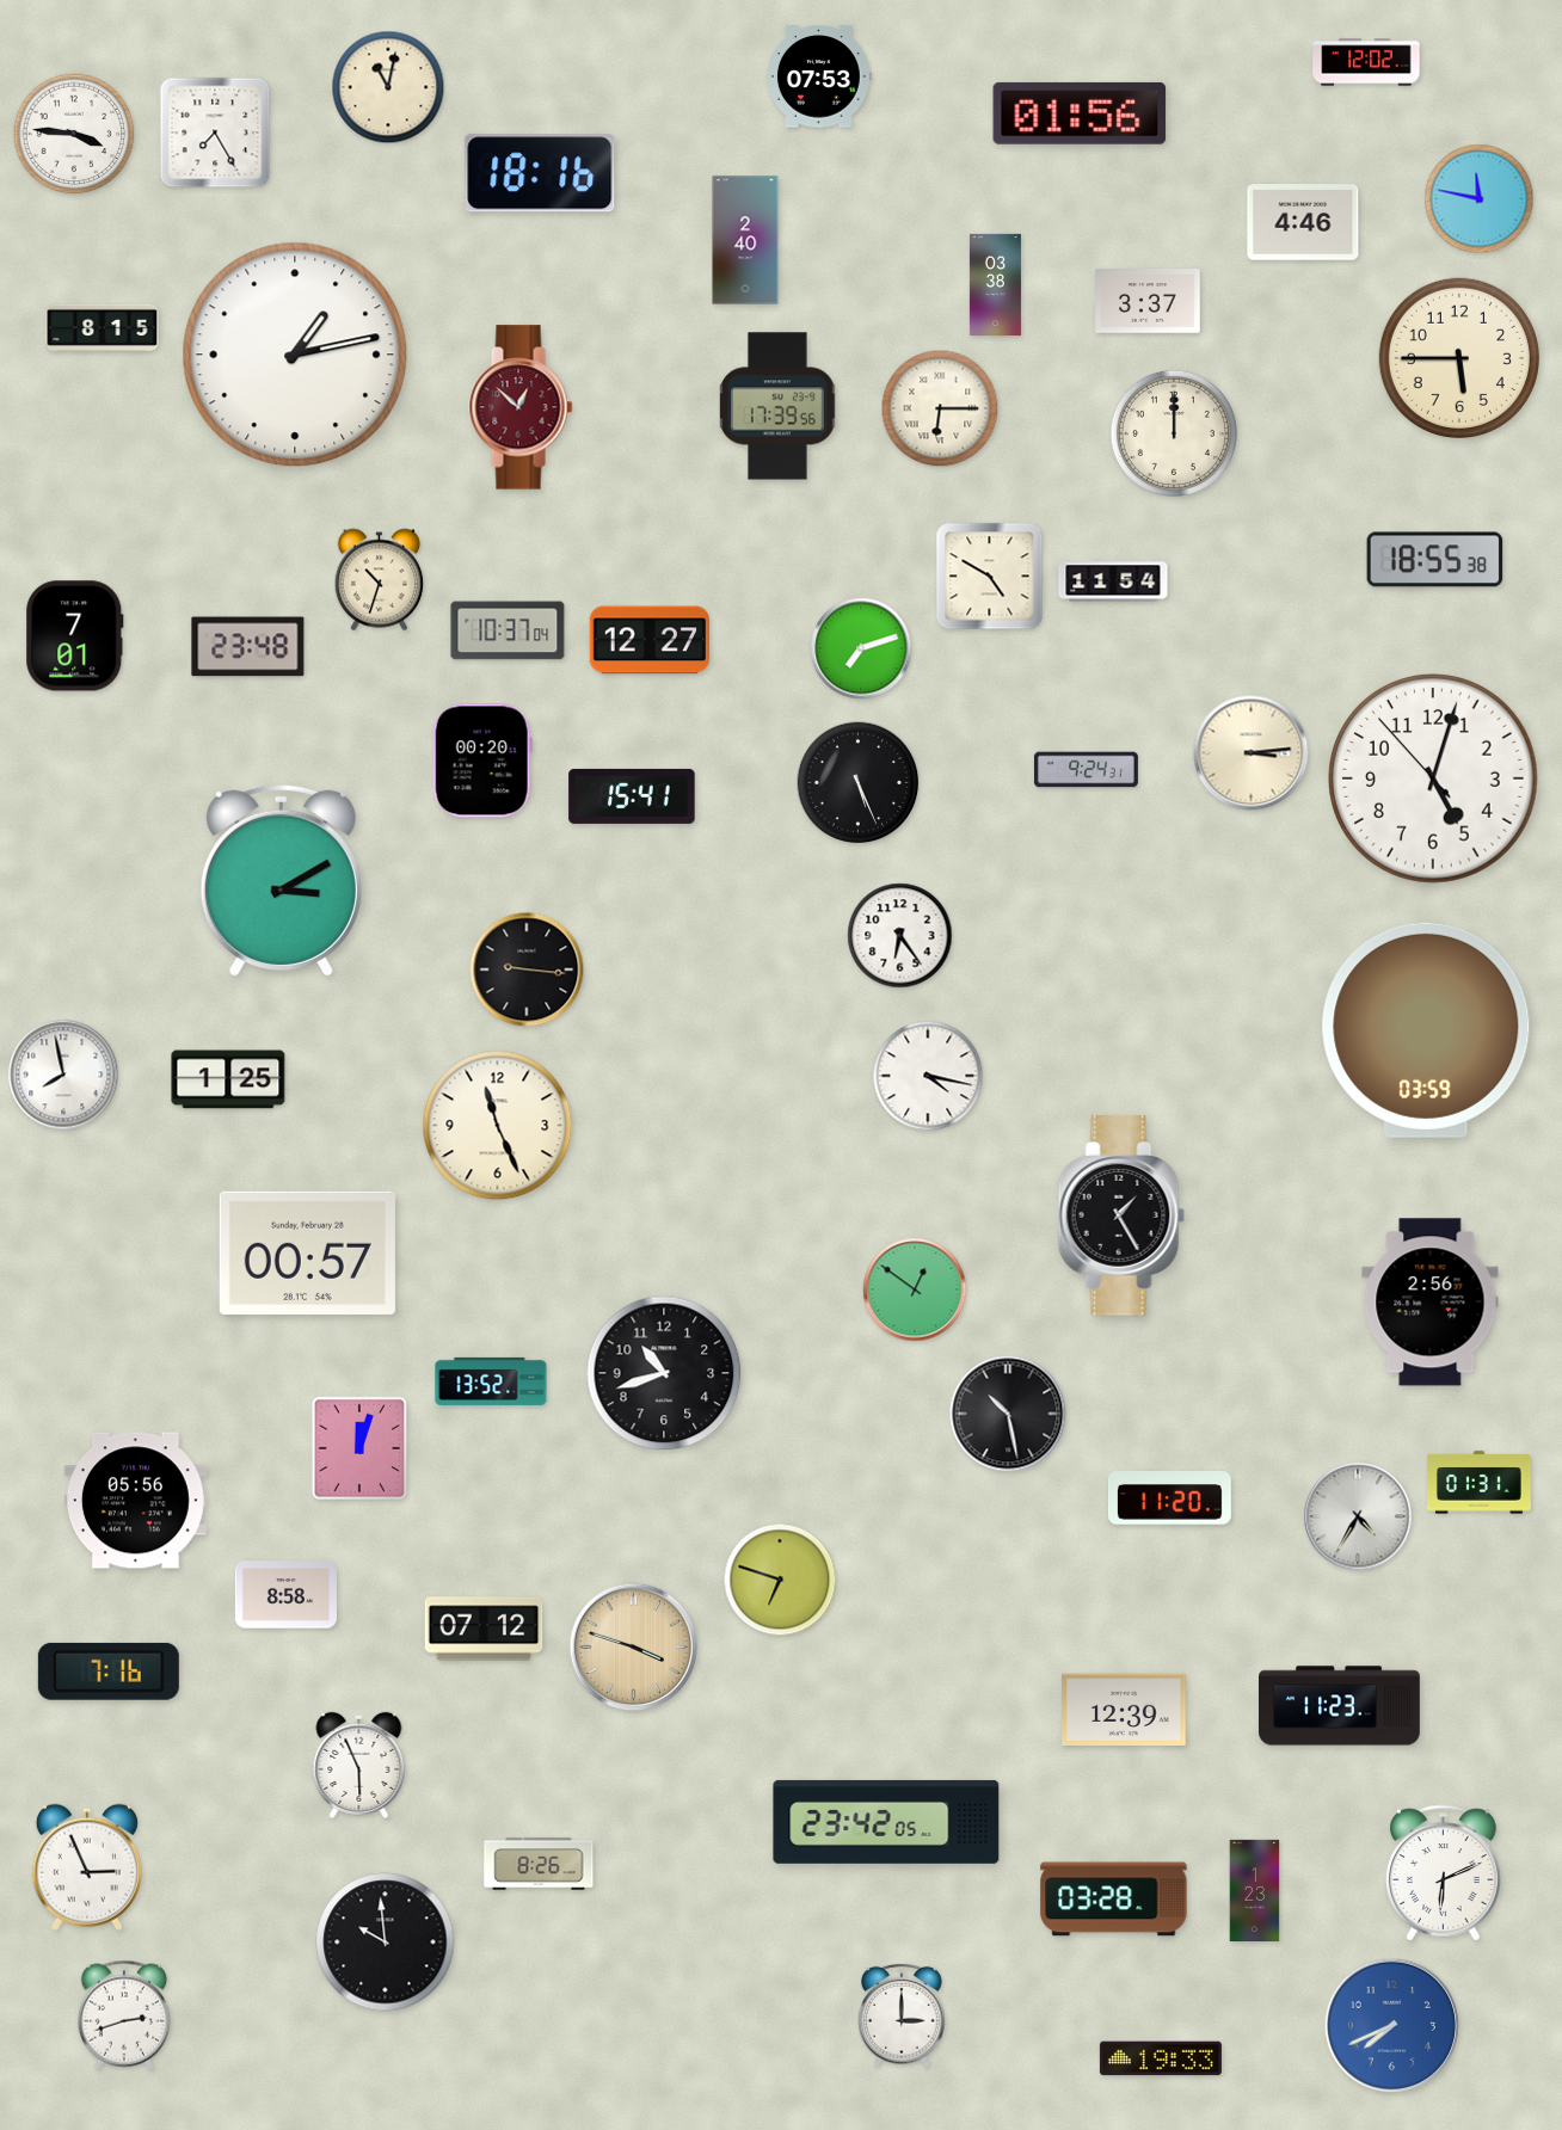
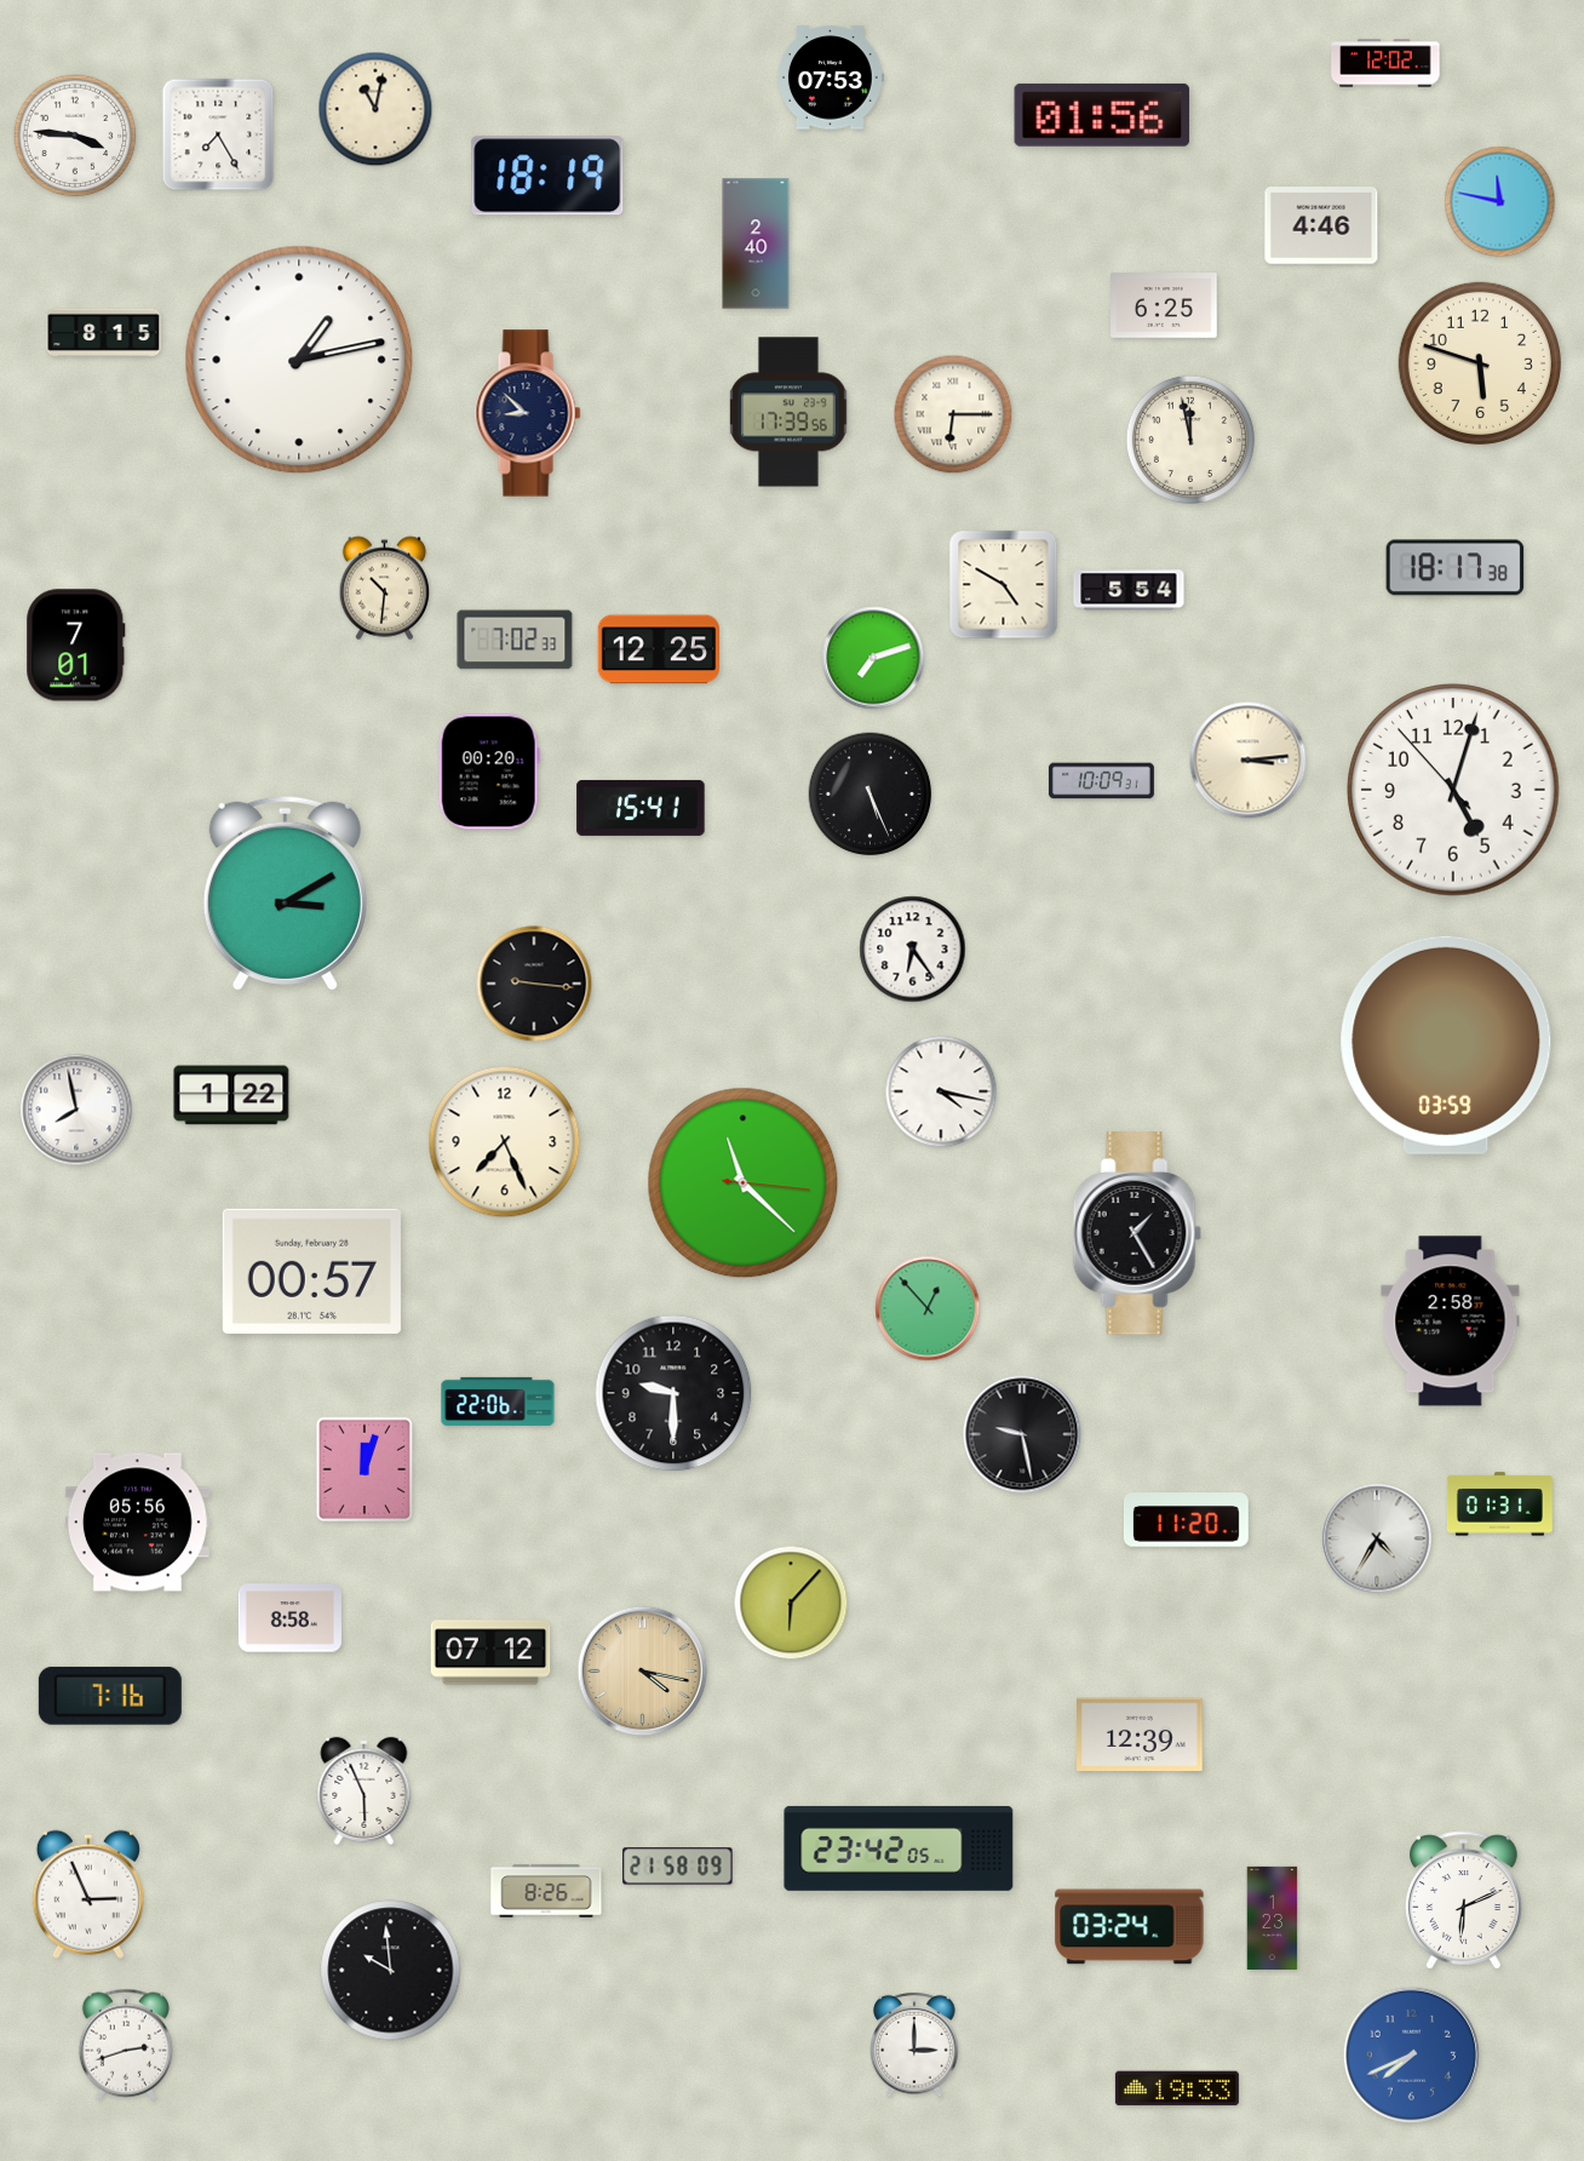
clock at (388, 87) position: (388, 87) -> (375, 109)
clock at (1080, 113) position: (1080, 113) -> (1102, 115)
clock at (540, 173): 18:16 -> 18:19
clock at (995, 284): 03:38 -> none
clock at (1149, 302): 3:37 -> 6:25
clock at (1459, 358): 5:45 -> 5:48
clock at (521, 407): 12:52 -> 8:52
clock at (521, 407) dial: burgundy -> navy
clock at (1174, 433): 12:00 -> 11:58
clock at (1435, 560): 18:55 -> 18:17
clock at (380, 580): 10:33 -> 10:31
clock at (1113, 581): 11:54 -> 5:54
clock at (508, 630): 10:37 -> 7:02
clock at (650, 640): 12:27 -> 12:25
clock at (248, 647): 23:48 -> none
clock at (1252, 753) position: (1252, 753) -> (1249, 761)
clock at (1086, 770): 9:24 -> 10:09
clock at (63, 1075) position: (63, 1075) -> (76, 1110)
clock at (228, 1079): 1:25 -> 1:22
clock at (498, 1126): 11:26 -> 7:26
clock at (744, 1183): none -> 11:22
clock at (915, 1289): 12:51 -> 12:53
clock at (1431, 1303): 2:56 -> 2:58
clock at (664, 1373): 10:42 -> 9:30
clock at (491, 1381): 13:52 -> 22:06
clock at (1008, 1414): 10:28 -> 9:28
clock at (780, 1580): 6:48 -> 6:07
clock at (634, 1648): 3:48 -> 4:17
clock at (1340, 1706): 11:23 -> none
clock at (678, 1867): none -> 21:58
clock at (1114, 1900): 03:28 -> 03:24
